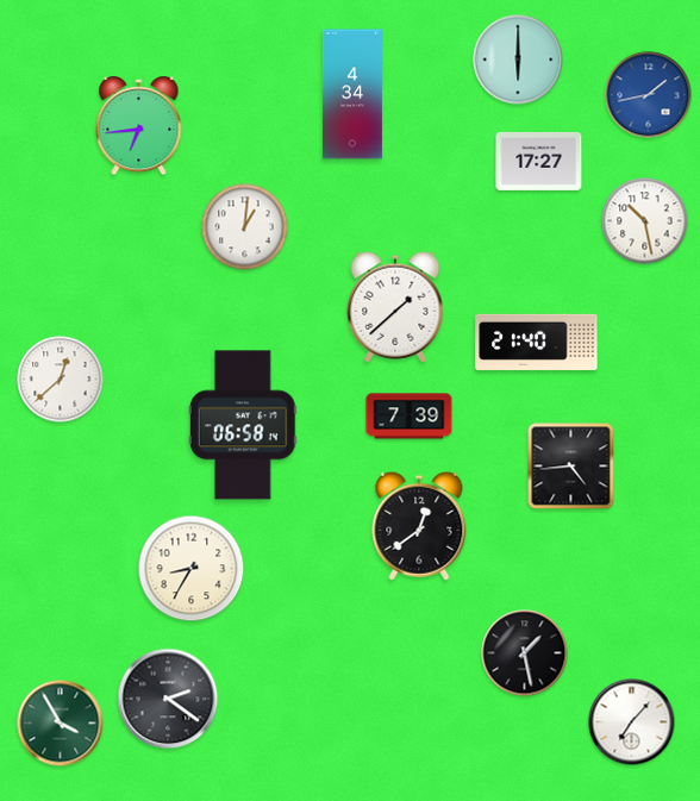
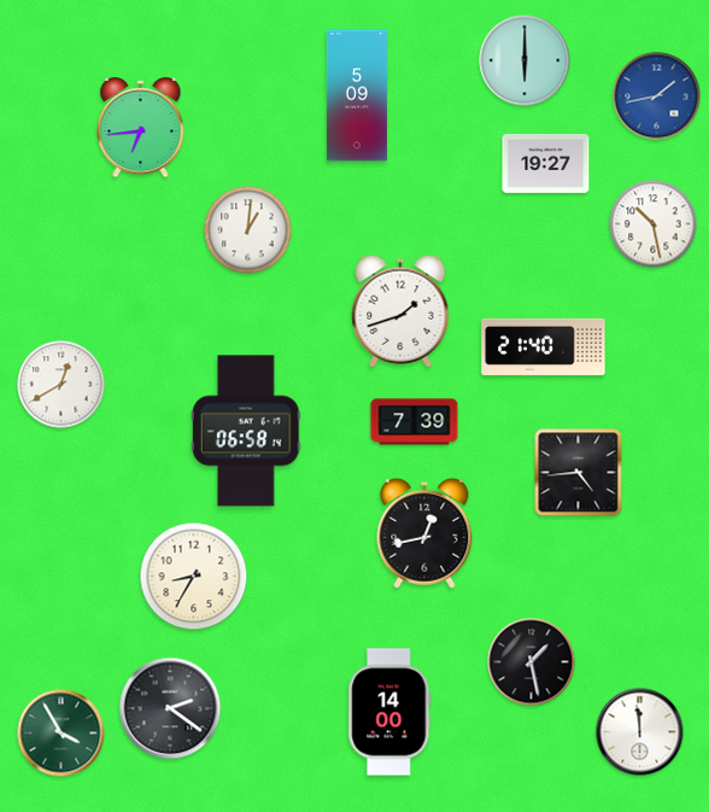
clock at (352, 94): 4:34 -> 5:09
clock at (539, 161): 17:27 -> 19:27
clock at (395, 307): 1:38 -> 1:42
clock at (61, 380): 12:38 -> 12:40
clock at (419, 526): 12:39 -> 12:43
clock at (389, 712): none -> 14:00
clock at (632, 722): 7:07 -> 11:59
